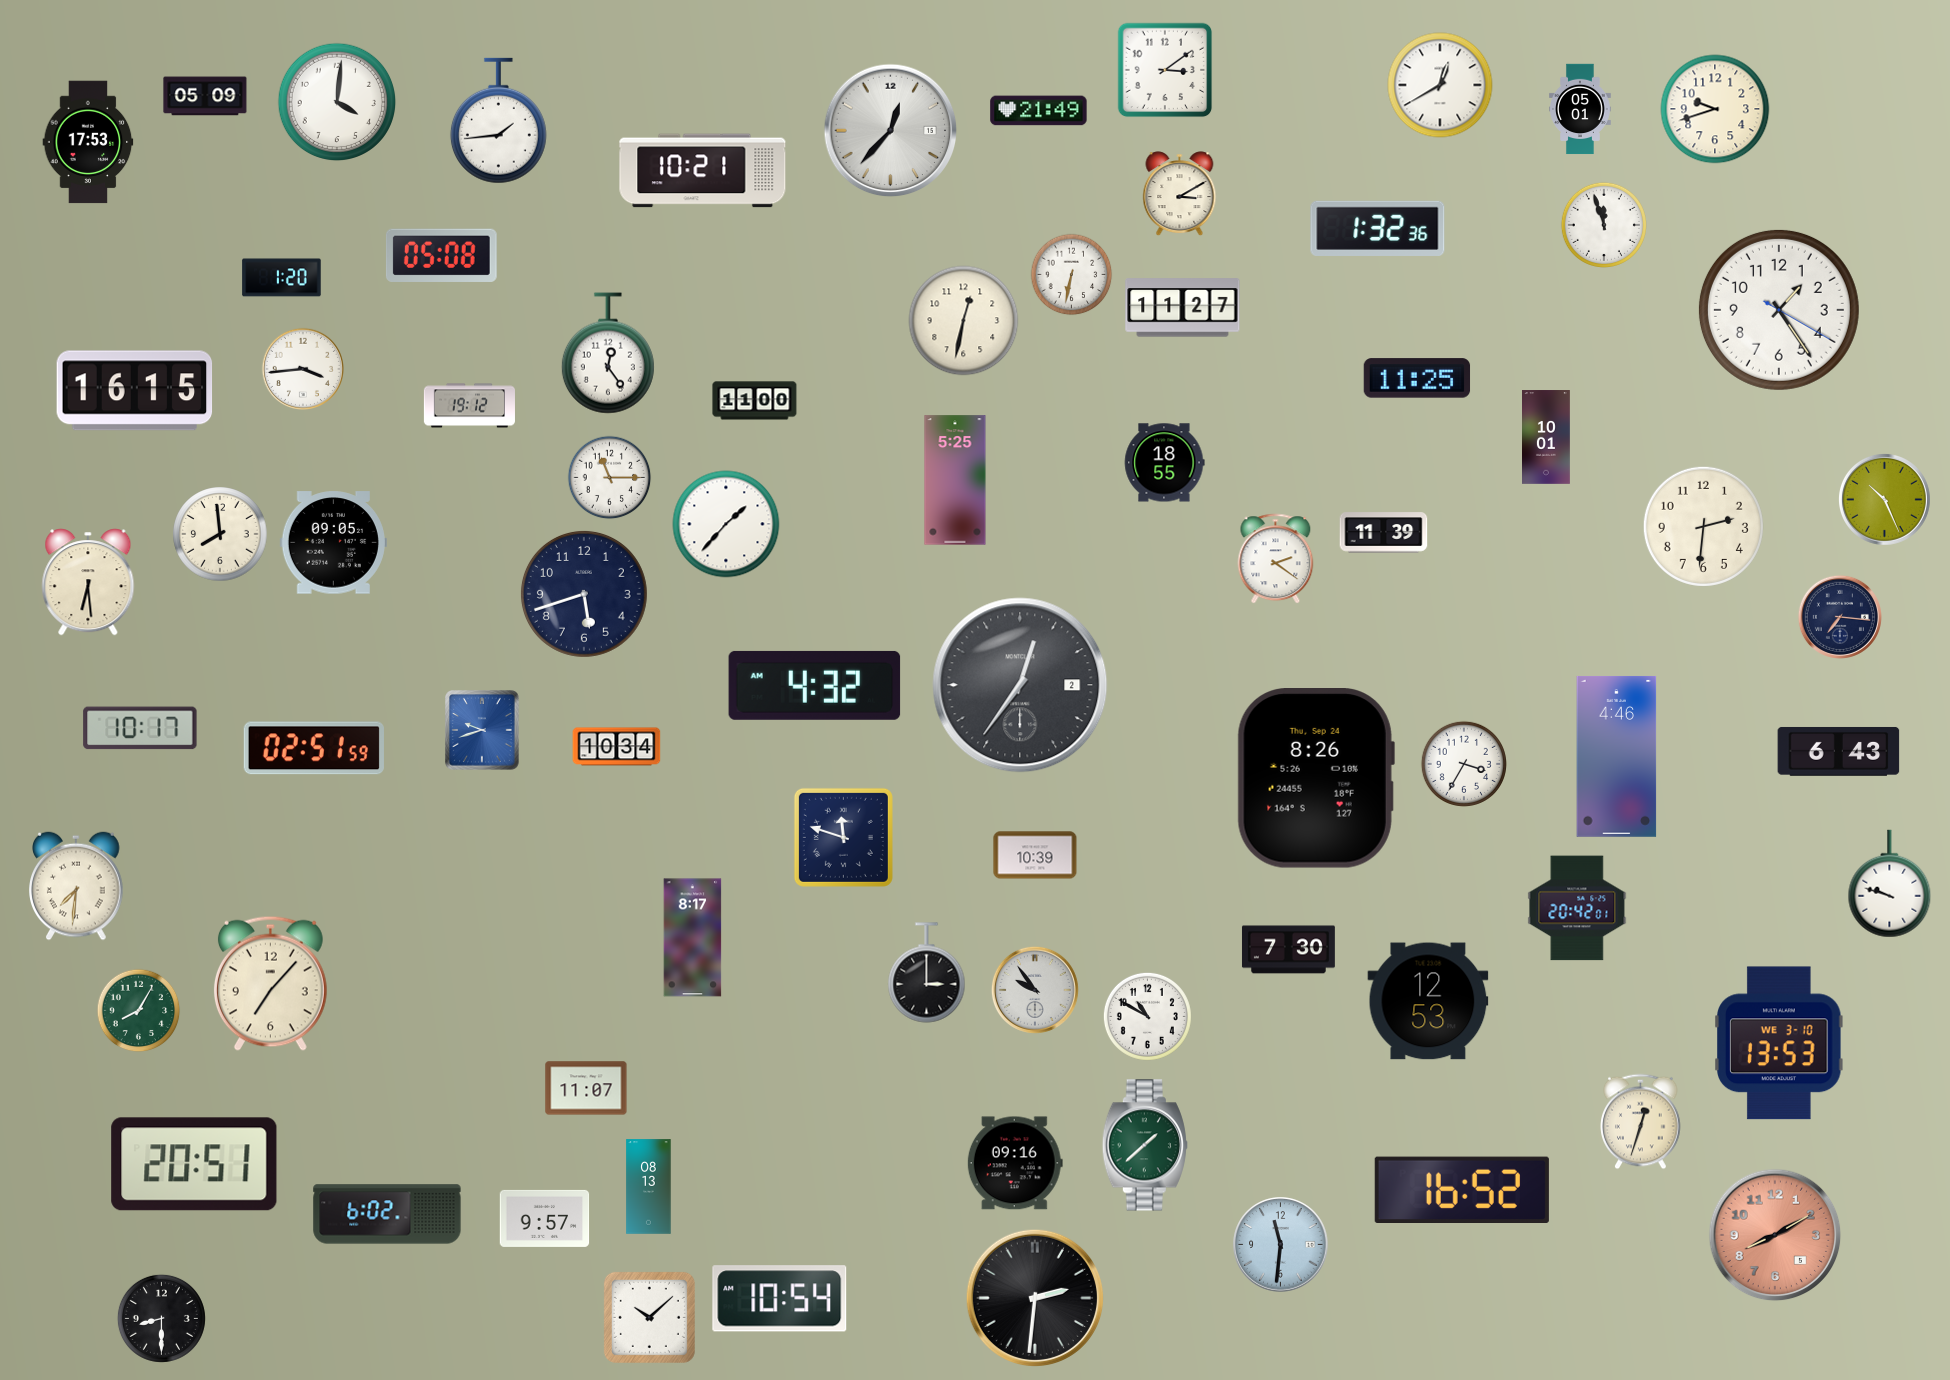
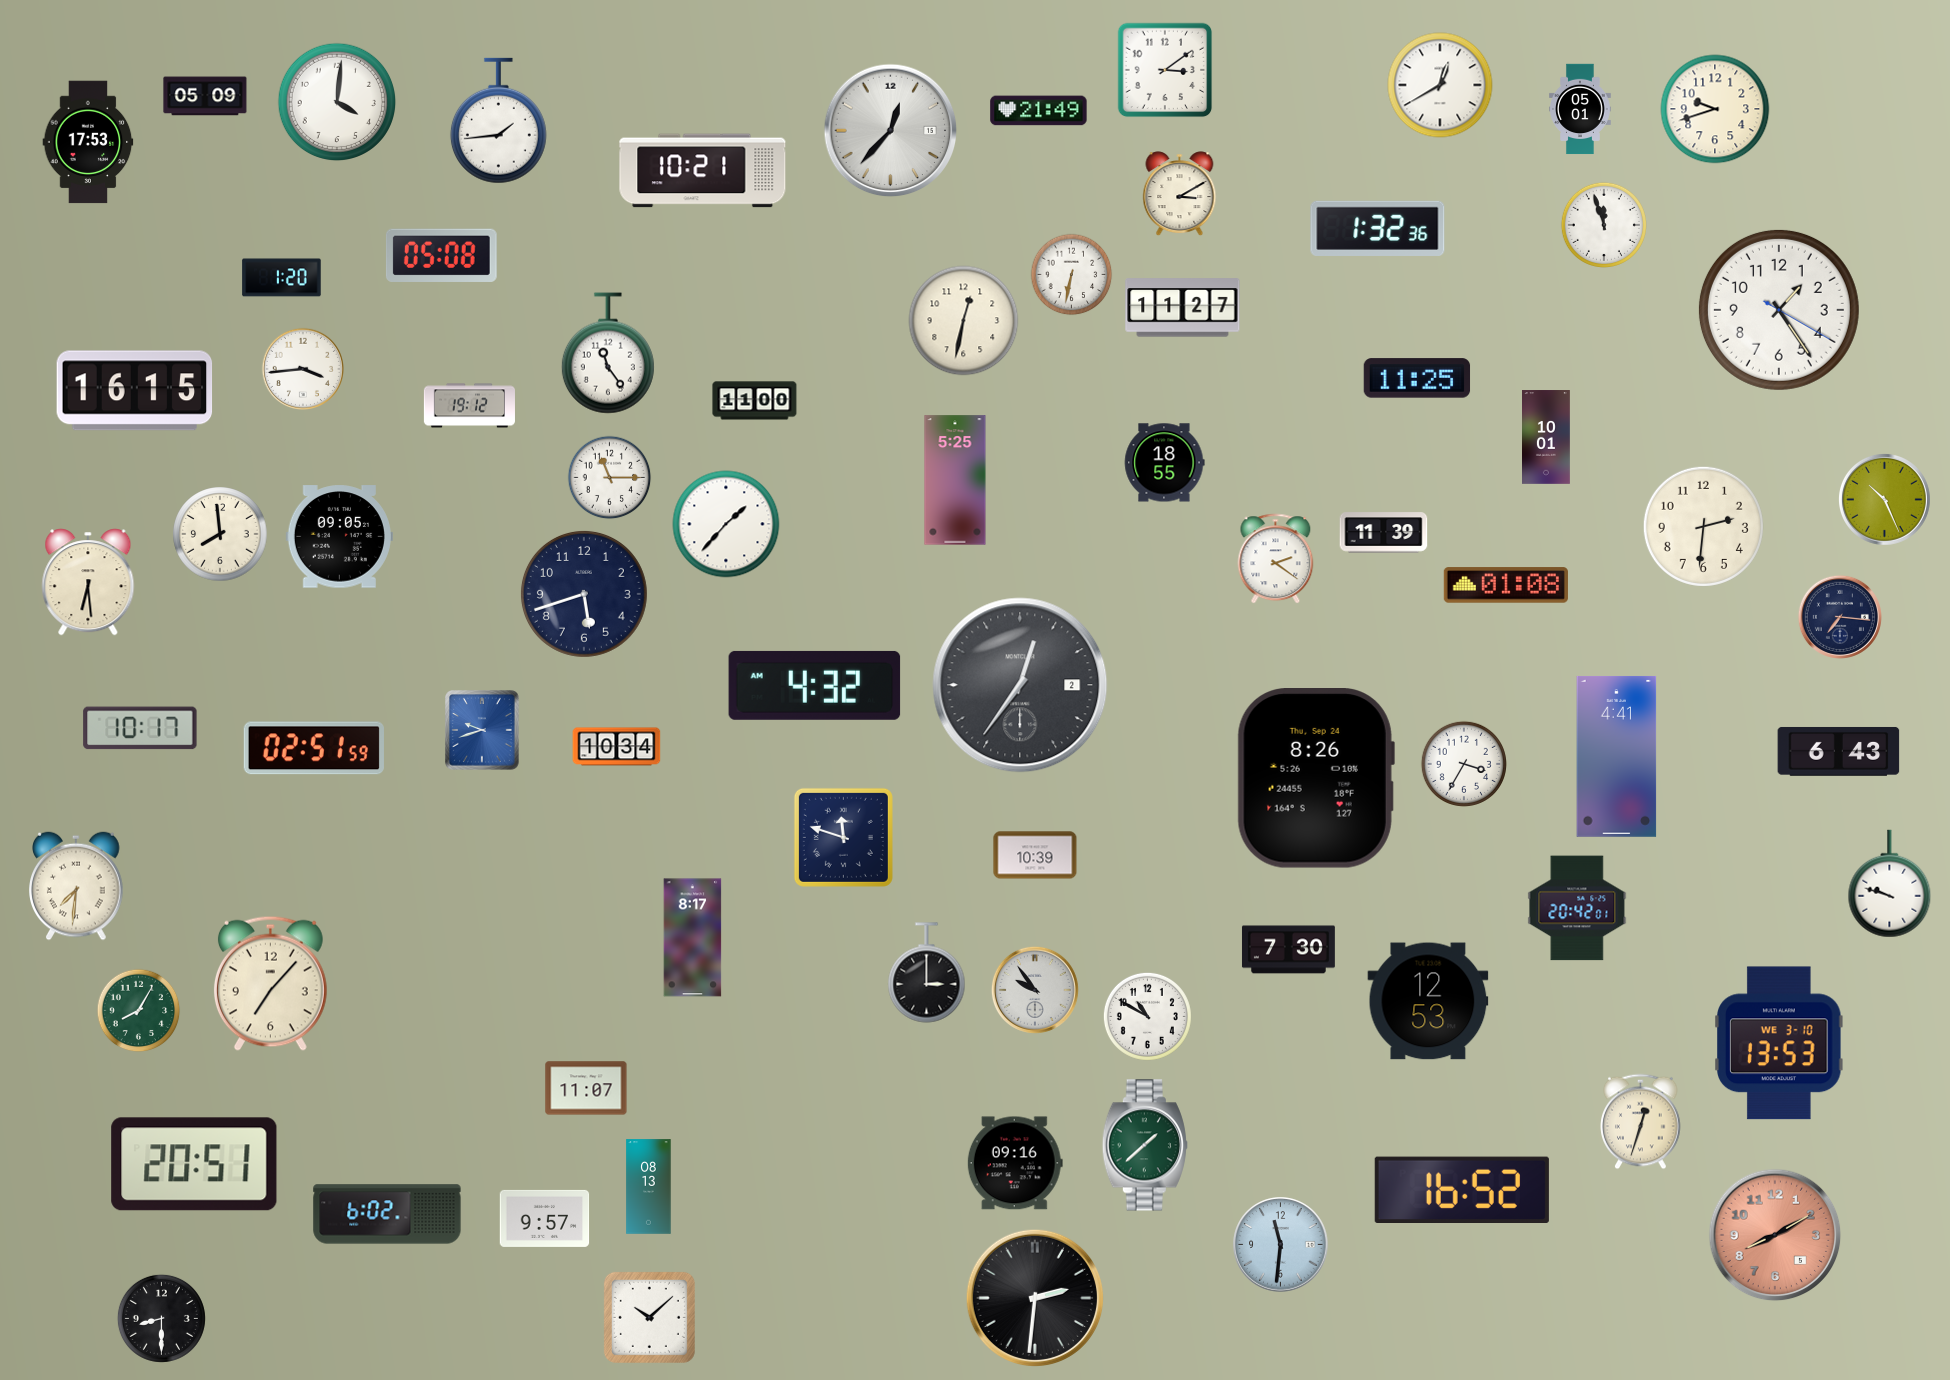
clock at (608, 353): 12:24 -> 11:24
clock at (333, 543) position: (333, 543) -> (339, 537)
clock at (1506, 585): none -> 01:08
clock at (1617, 756): 4:46 -> 4:41
clock at (780, 1299): 10:54 -> none
